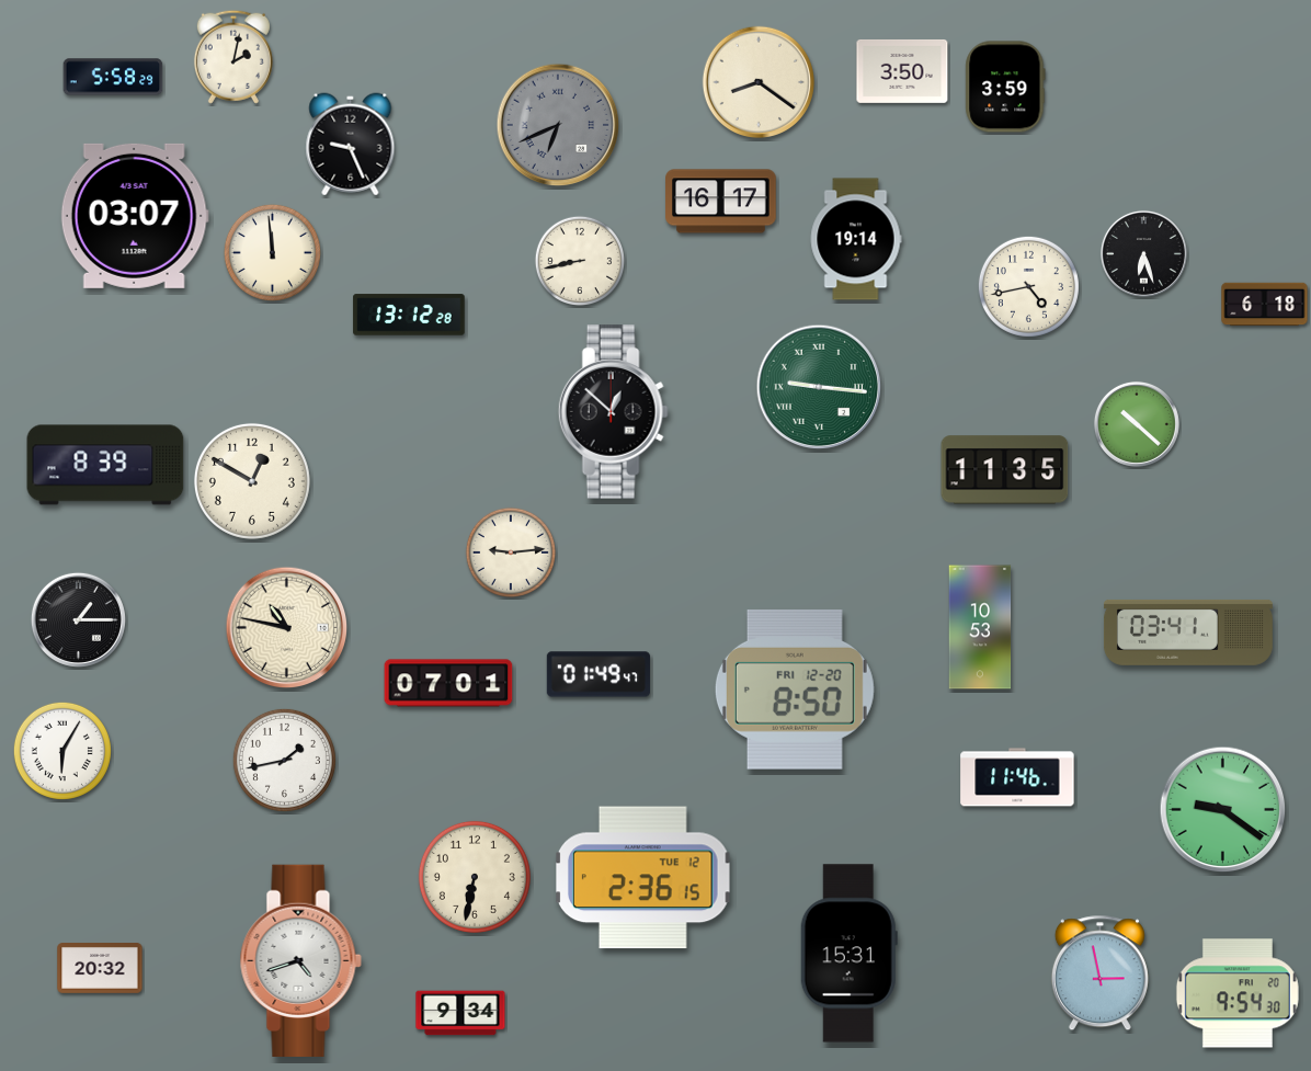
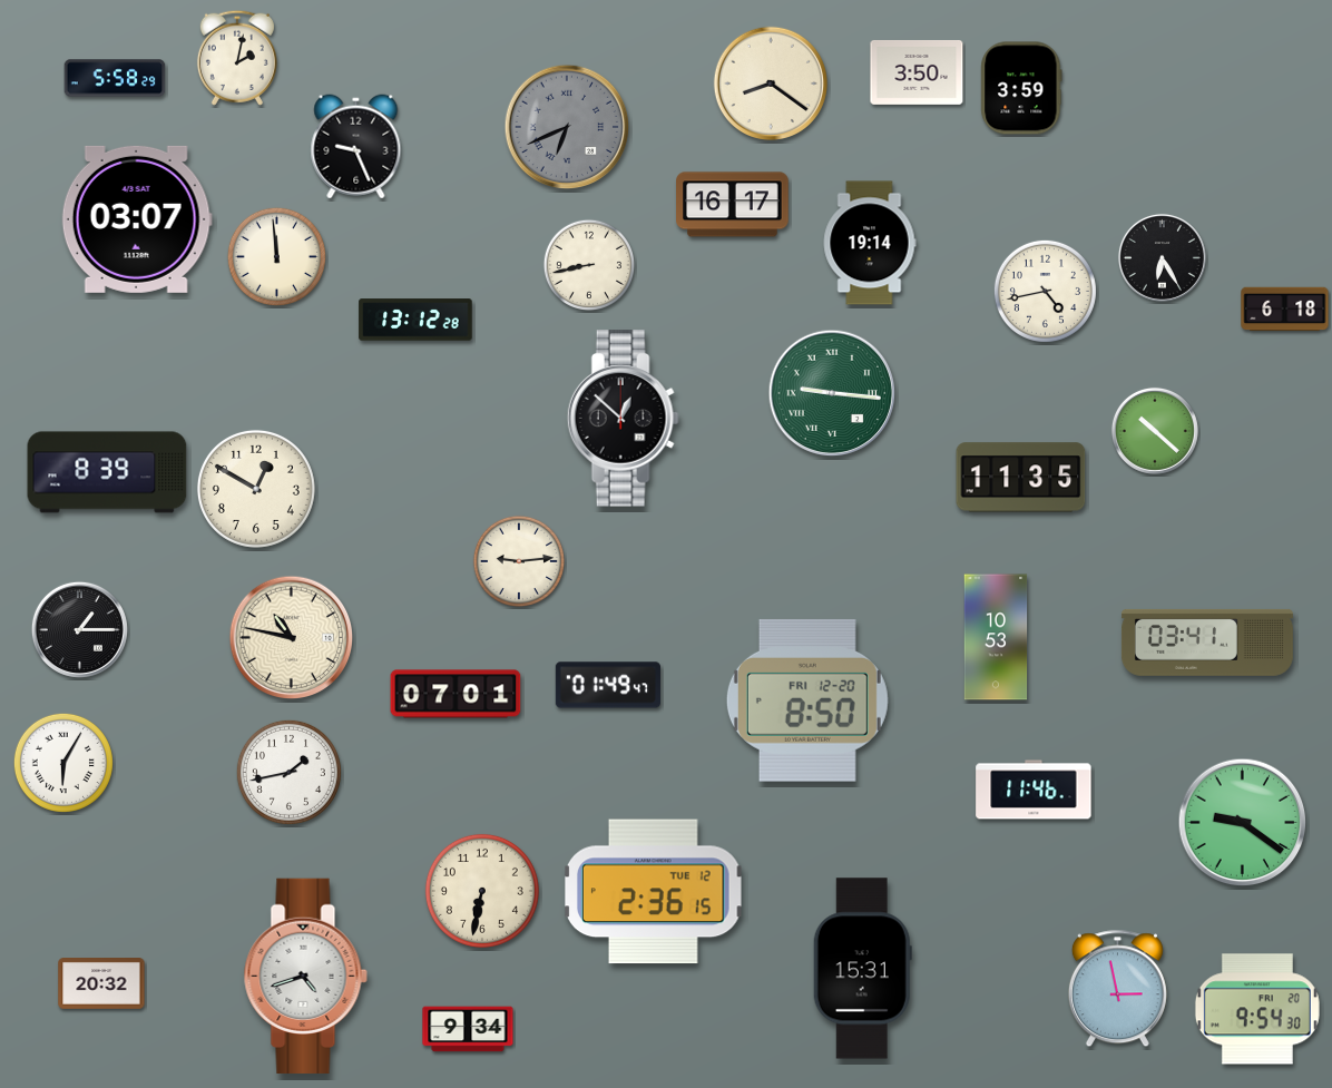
clock at (1143, 253): 6:27 -> 6:25
